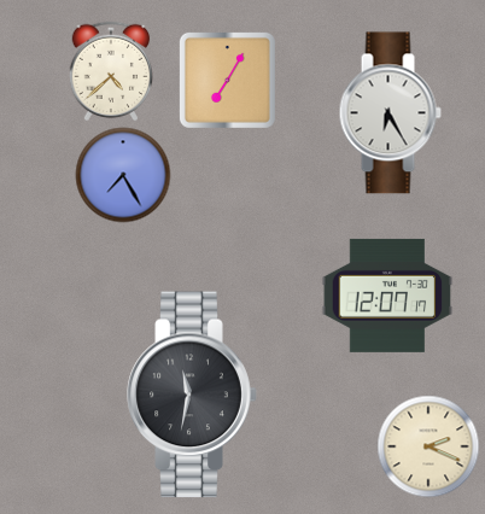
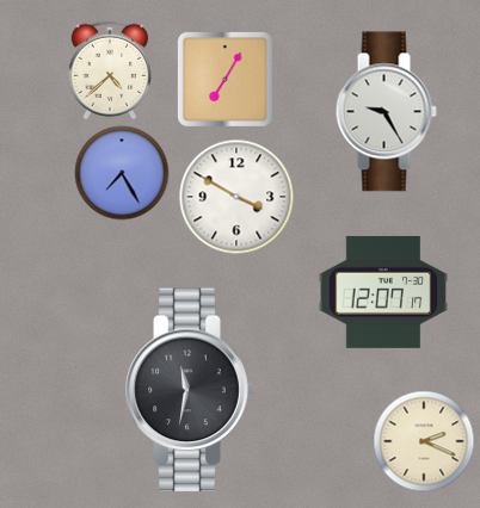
clock at (390, 113): 6:25 -> 9:25
clock at (236, 197): none -> 3:50
